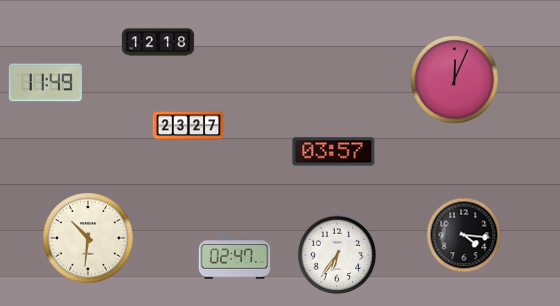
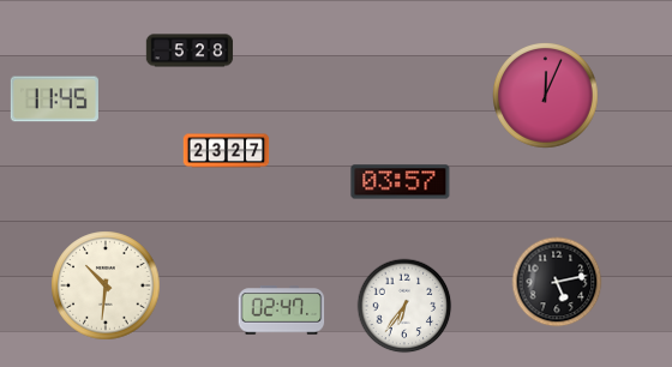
clock at (158, 42): 12:18 -> 5:28
clock at (45, 83): 11:49 -> 11:45
clock at (464, 235): 4:16 -> 5:13
